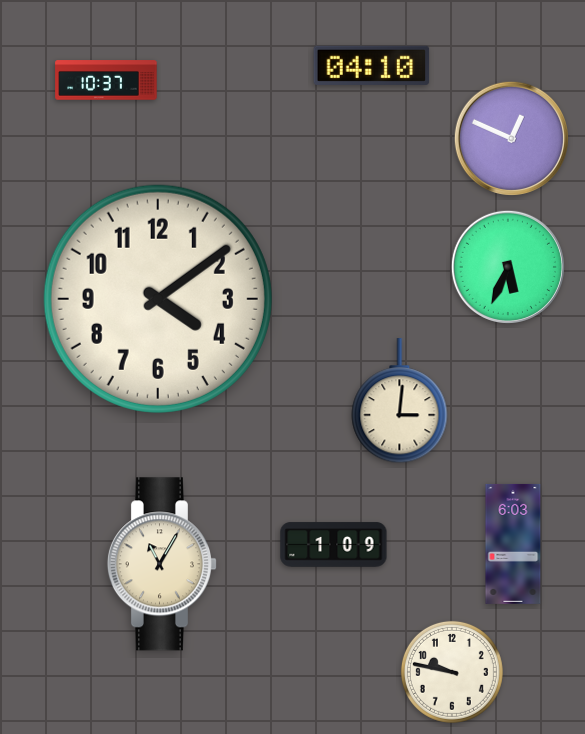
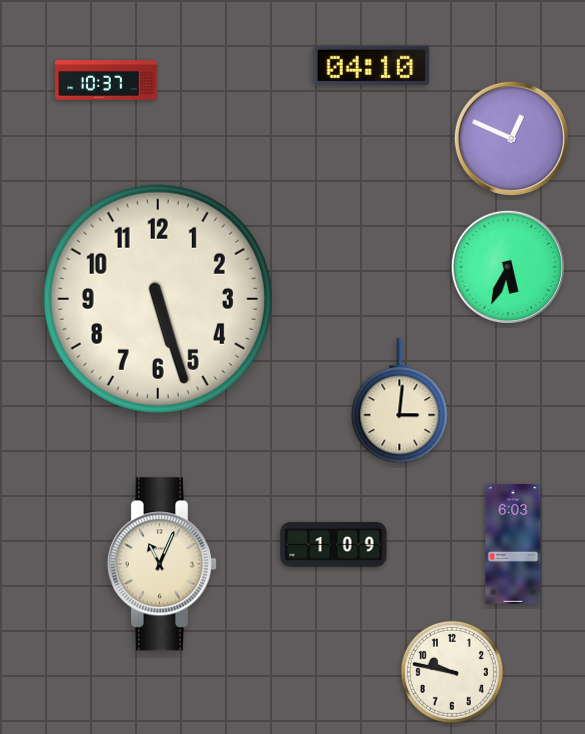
clock at (158, 299): 4:09 -> 5:27
clock at (161, 564): 11:05 -> 11:04
